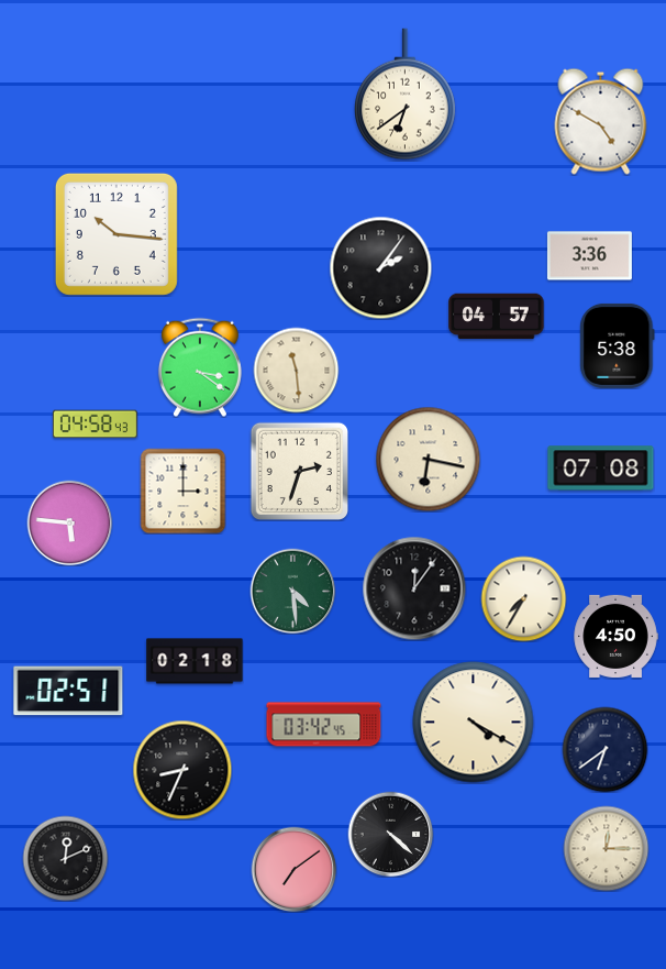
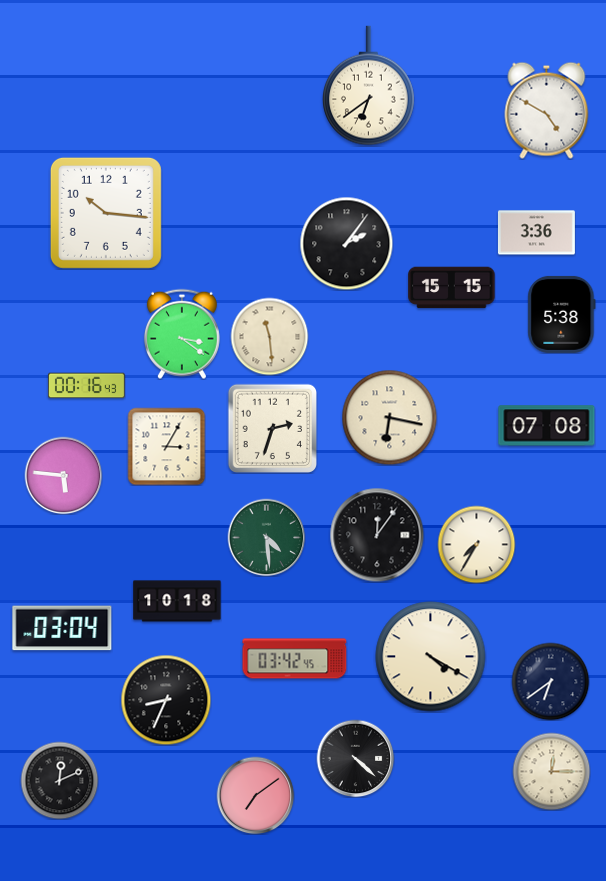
clock at (497, 317): 04:57 -> 15:15
clock at (95, 425): 04:58 -> 00:16
clock at (182, 491): 3:00 -> 3:05
clock at (615, 636): 4:50 -> none
clock at (195, 661): 02:18 -> 10:18
clock at (68, 691): 02:51 -> 03:04
clock at (293, 869) position: (293, 869) -> (255, 795)
